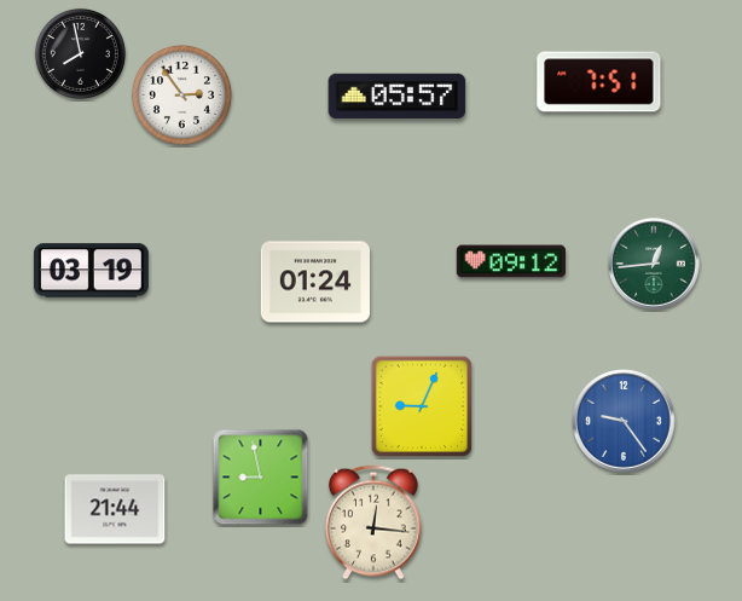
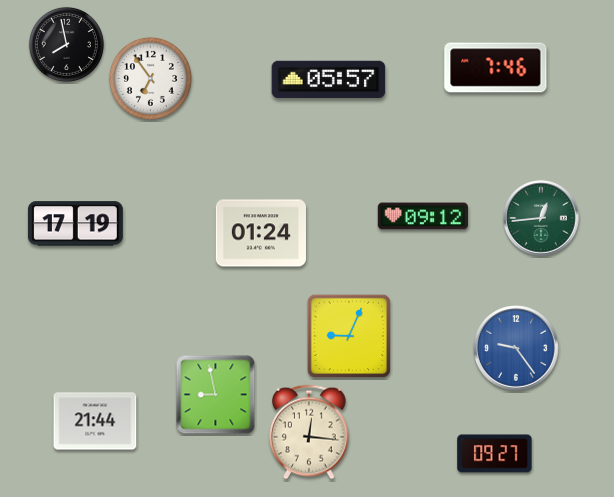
clock at (599, 82): 7:51 -> 7:46
clock at (181, 94): 2:54 -> 6:54
clock at (91, 271): 03:19 -> 17:19
clock at (495, 454): none -> 09:27
